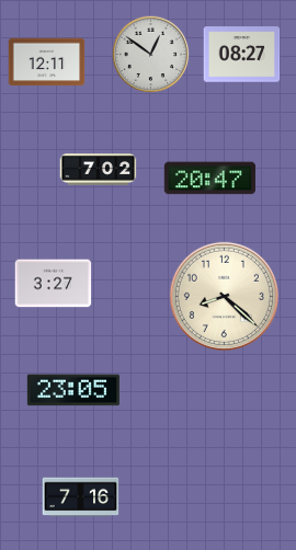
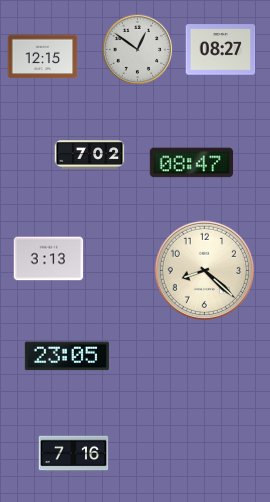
clock at (47, 62): 12:11 -> 12:15
clock at (209, 179): 20:47 -> 08:47
clock at (54, 284): 3:27 -> 3:13
